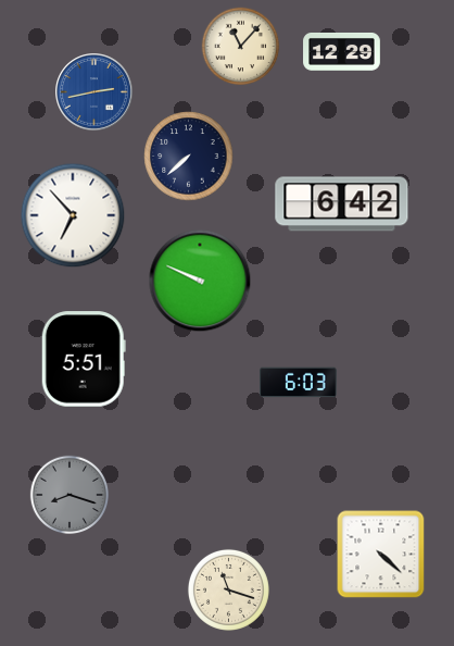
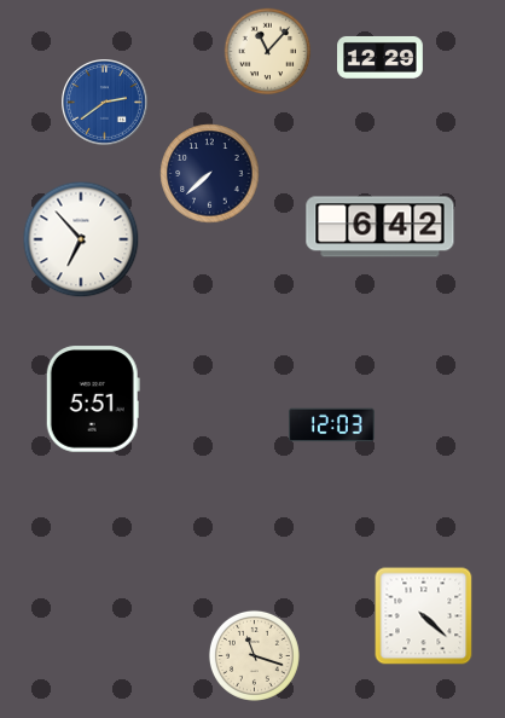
clock at (94, 92): 2:43 -> 2:39
clock at (200, 281): 9:49 -> none
clock at (299, 383): 6:03 -> 12:03
clock at (68, 494): 8:18 -> none
